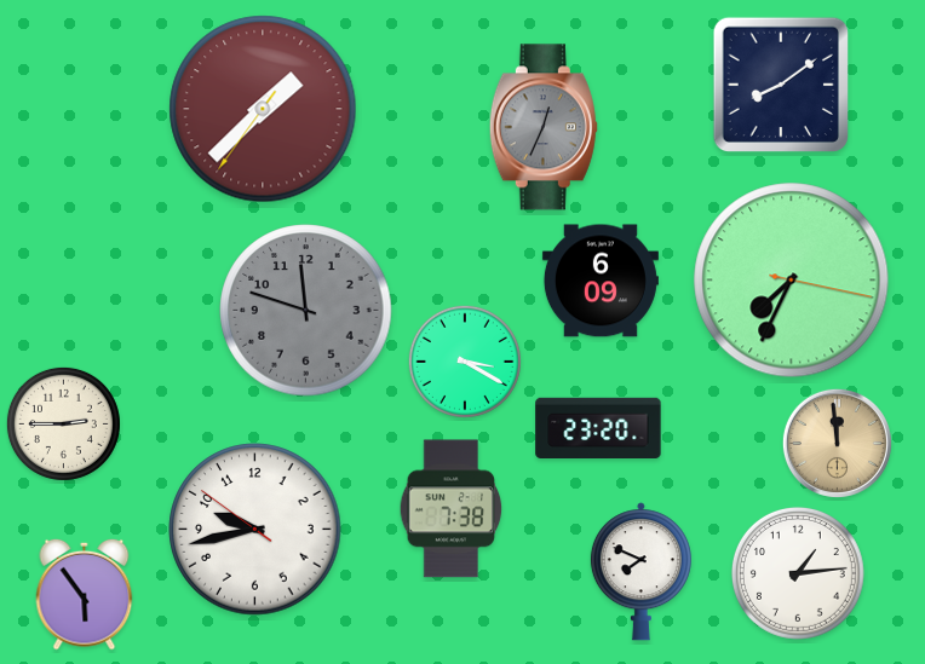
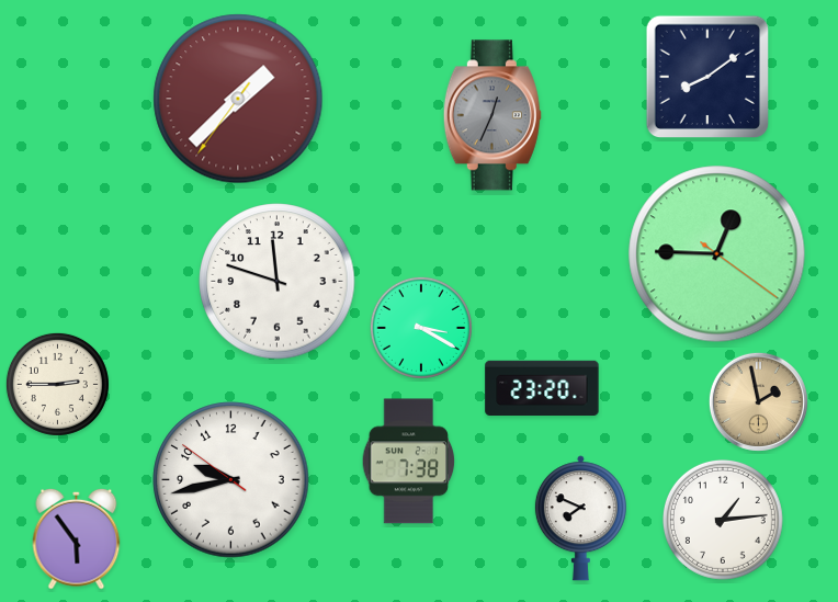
clock at (601, 281): 6:09 -> none
clock at (792, 281): 7:34 -> 12:45
clock at (306, 311) dial: grey -> white
clock at (837, 443): 11:59 -> 1:58
